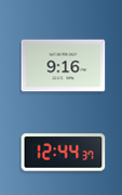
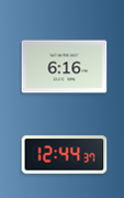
clock at (63, 66): 9:16 -> 6:16
